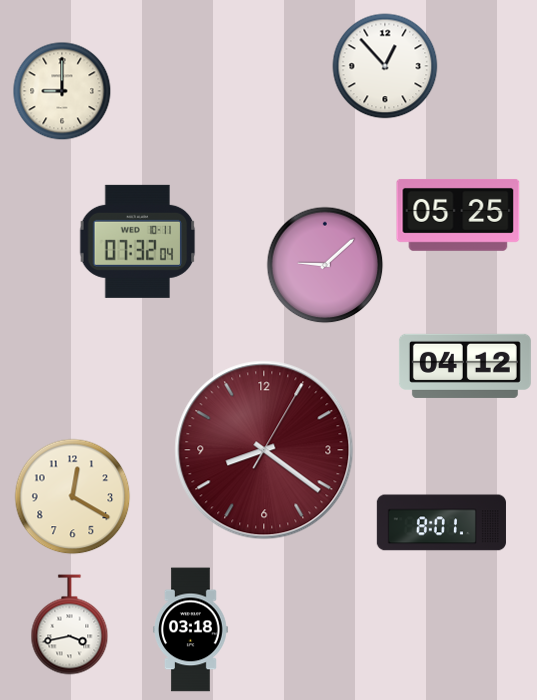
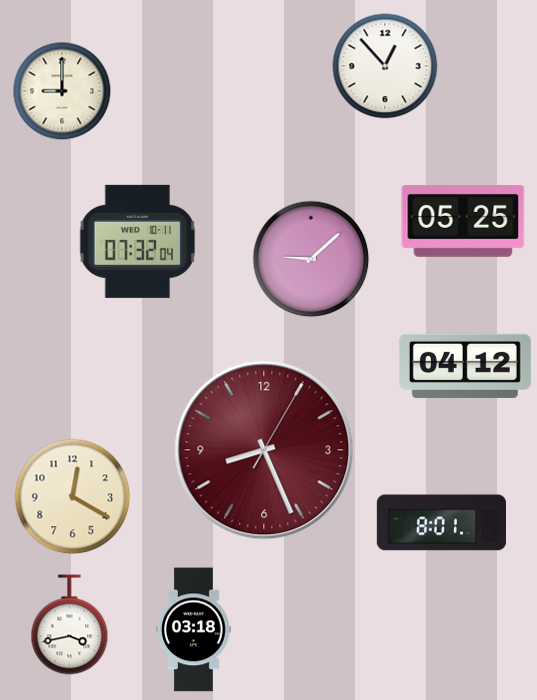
clock at (458, 215) position: (458, 215) -> (463, 221)
clock at (325, 265) position: (325, 265) -> (311, 259)
clock at (264, 450): 8:21 -> 8:26
clock at (191, 630) position: (191, 630) -> (194, 630)
